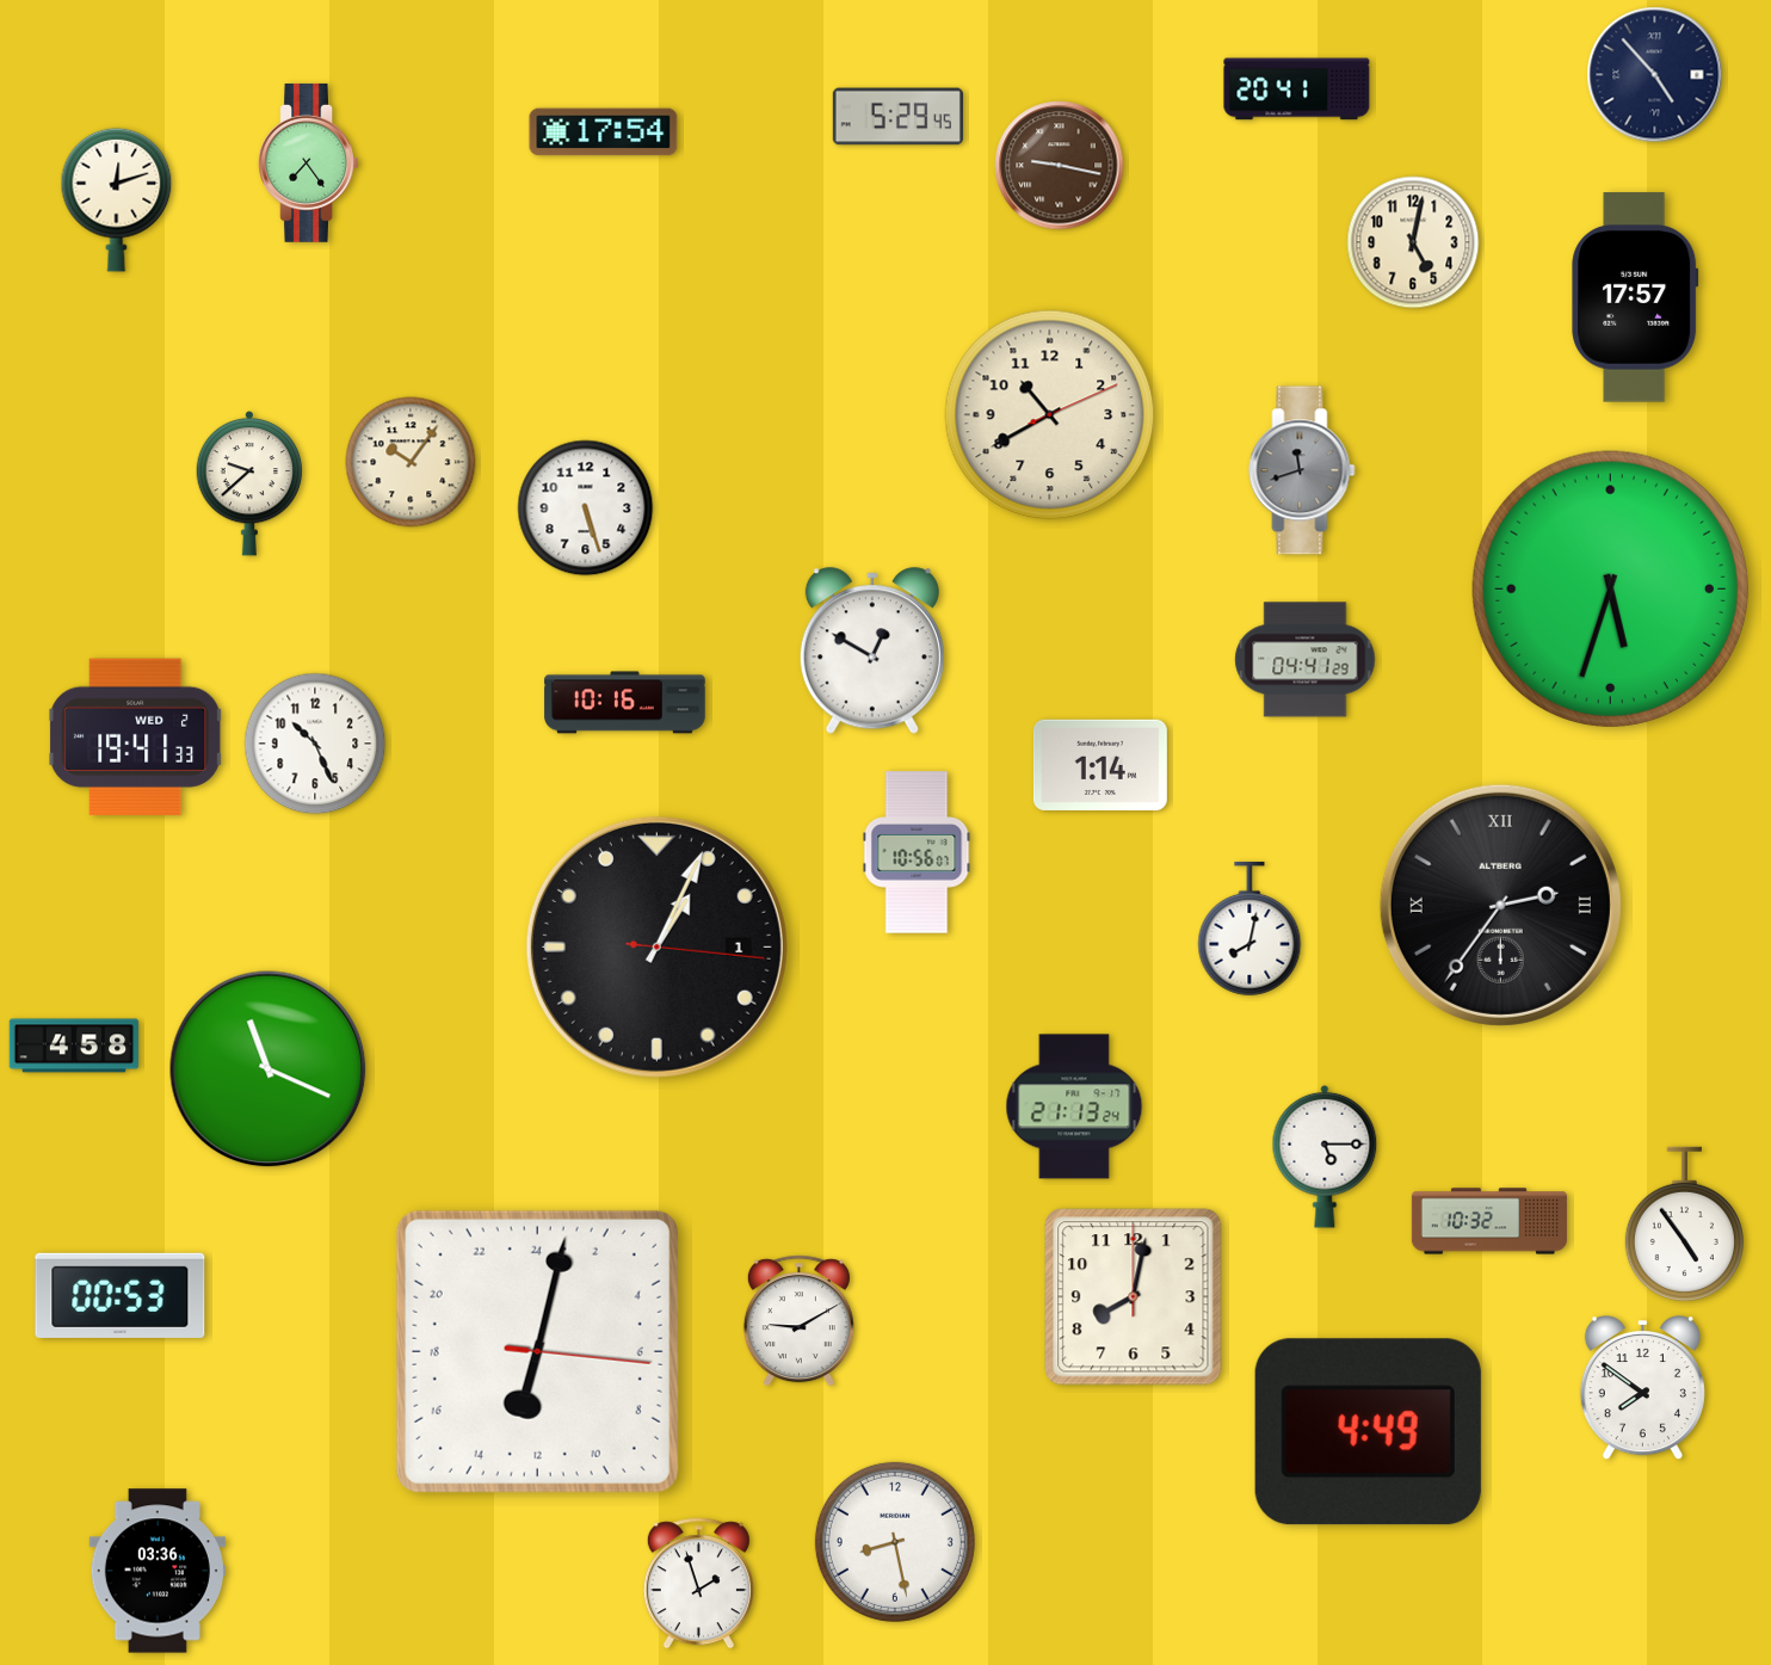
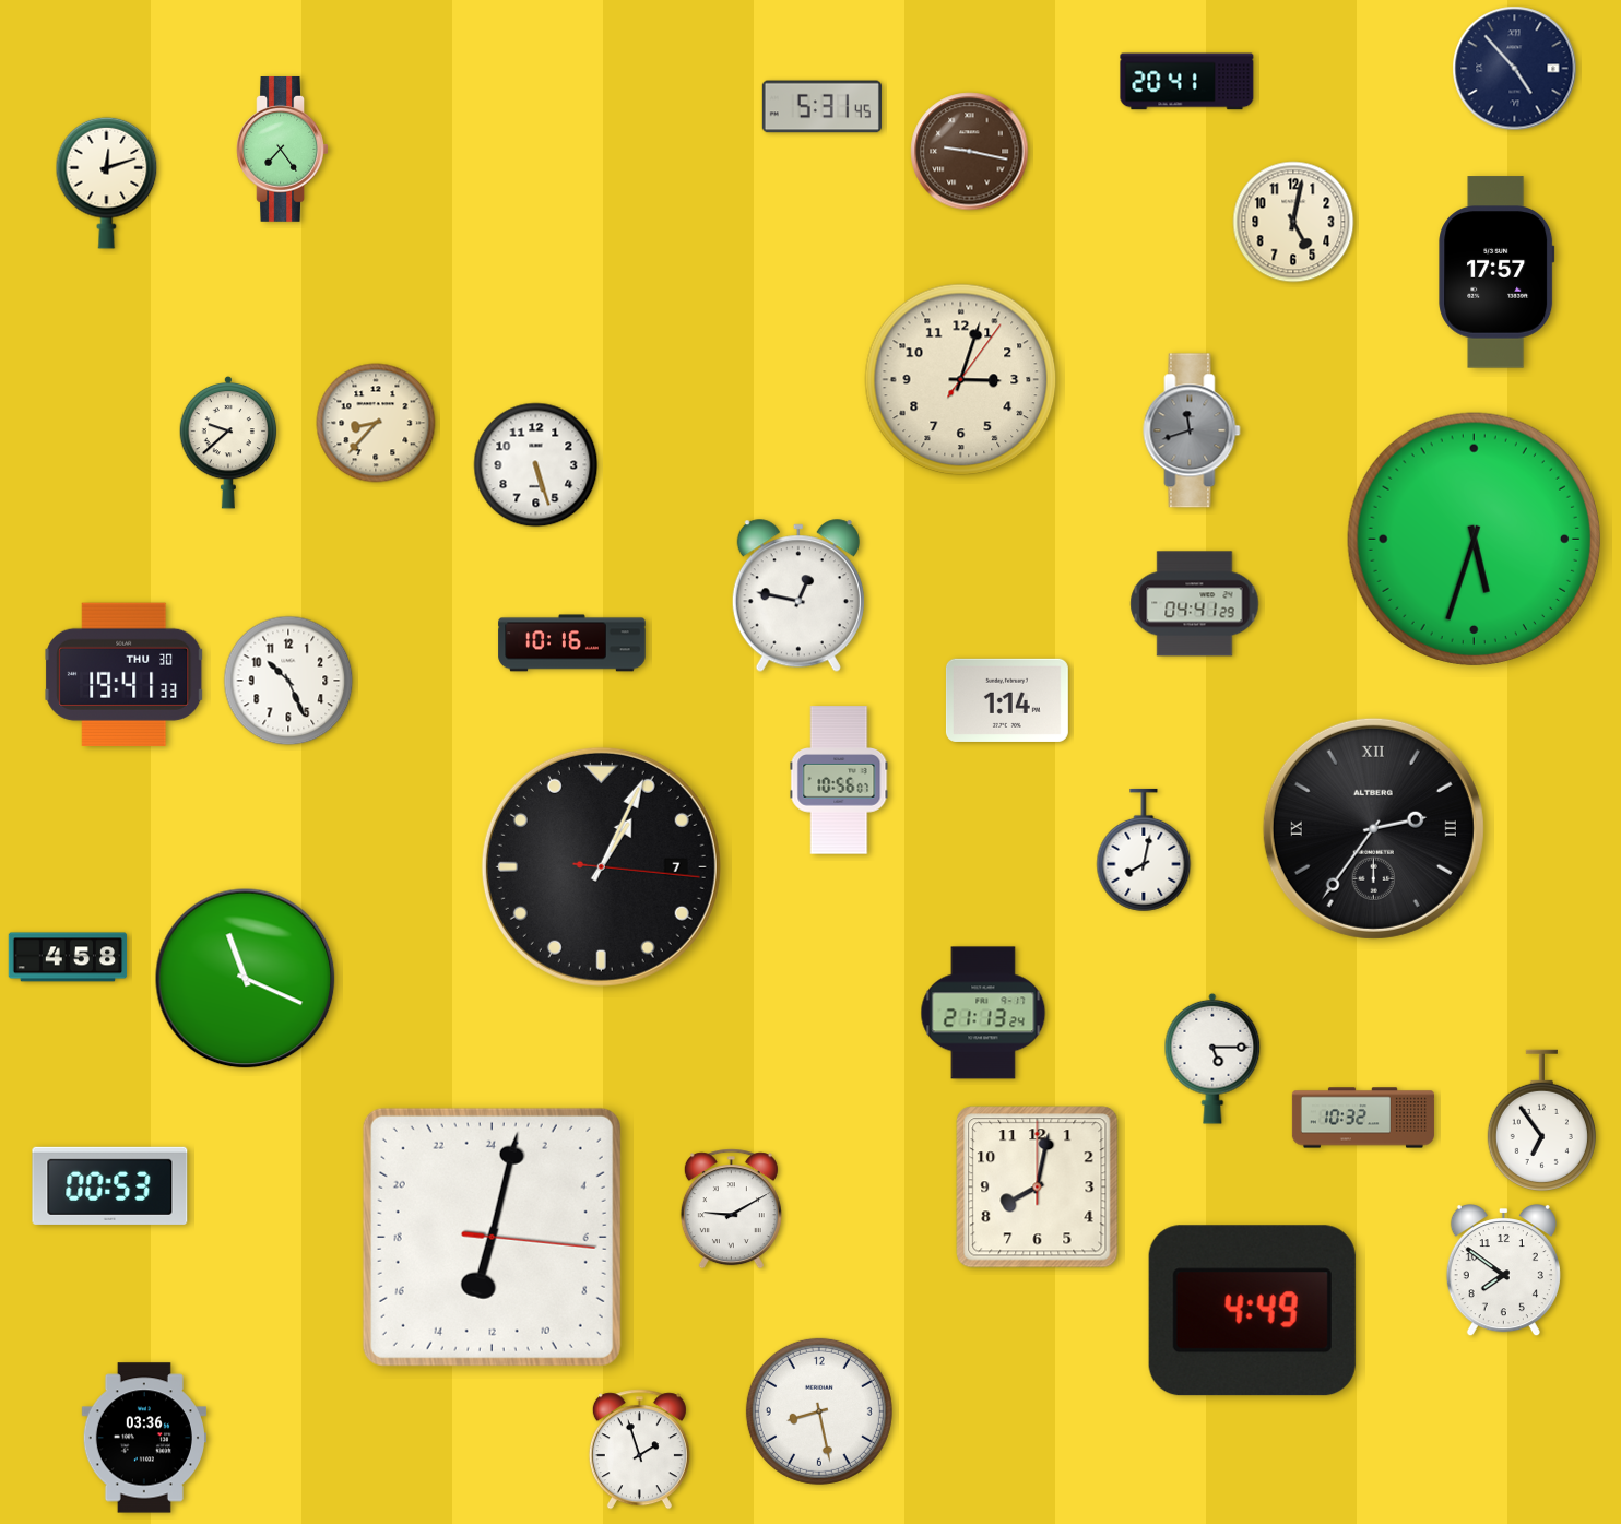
clock at (897, 117): 5:29 -> 5:31
clock at (604, 132): 17:54 -> none
clock at (1050, 415): 10:40 -> 3:03
clock at (411, 462): 10:06 -> 8:37
clock at (872, 652): 12:50 -> 12:47
clock at (136, 736) date: WED 2 -> THU 30
clock at (656, 946) date: 1 -> 7
clock at (1684, 1223): 4:54 -> 6:54
